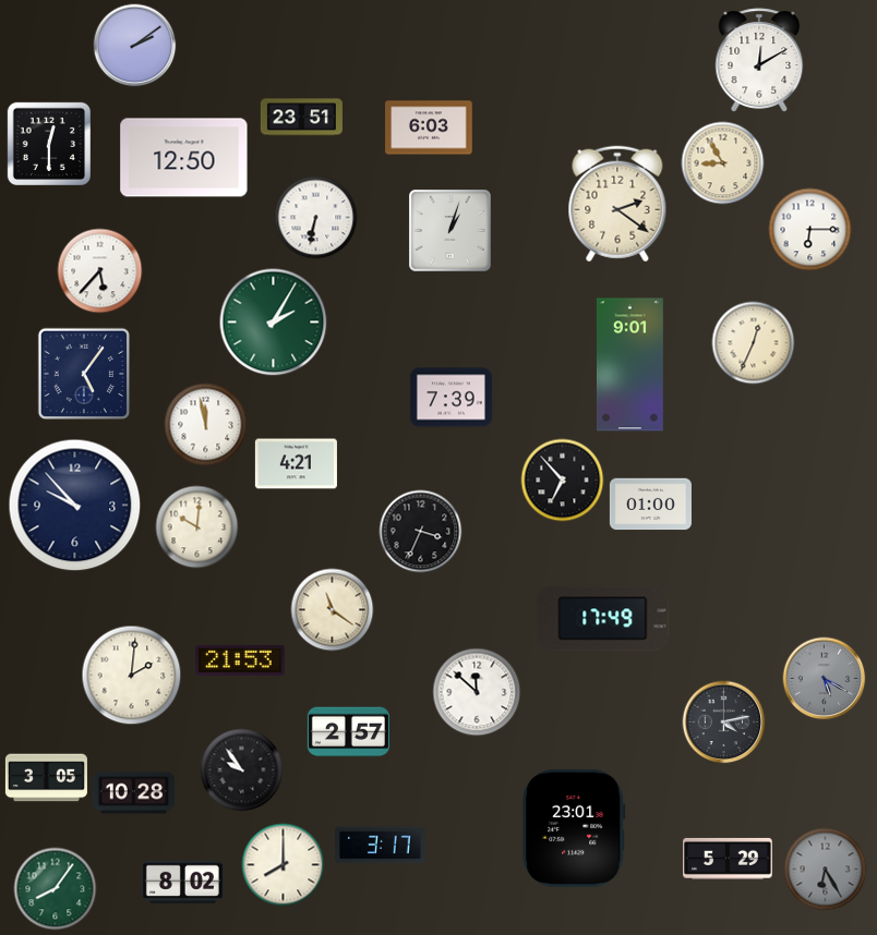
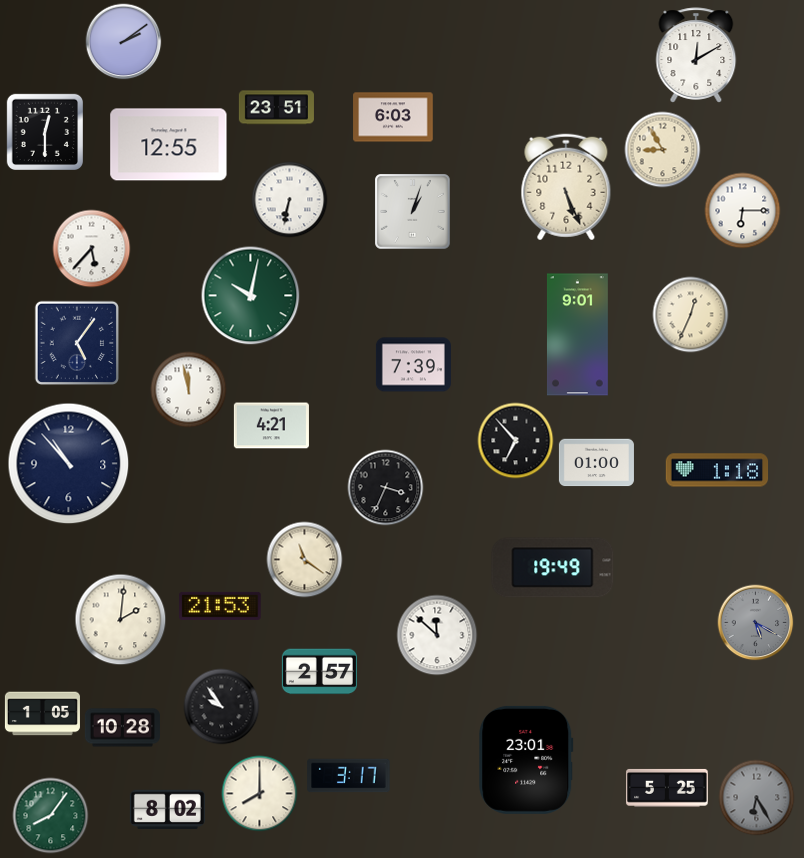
clock at (184, 158): 12:50 -> 12:55
clock at (617, 204): 2:21 -> 5:26
clock at (274, 323): 2:05 -> 10:02
clock at (75, 506): 9:53 -> 10:53
clock at (717, 470): none -> 1:18
clock at (197, 527): 10:01 -> none
clock at (603, 619): 17:49 -> 19:49
clock at (724, 722): 4:13 -> none
clock at (46, 778): 3:05 -> 1:05
clock at (728, 859): 5:29 -> 5:25
